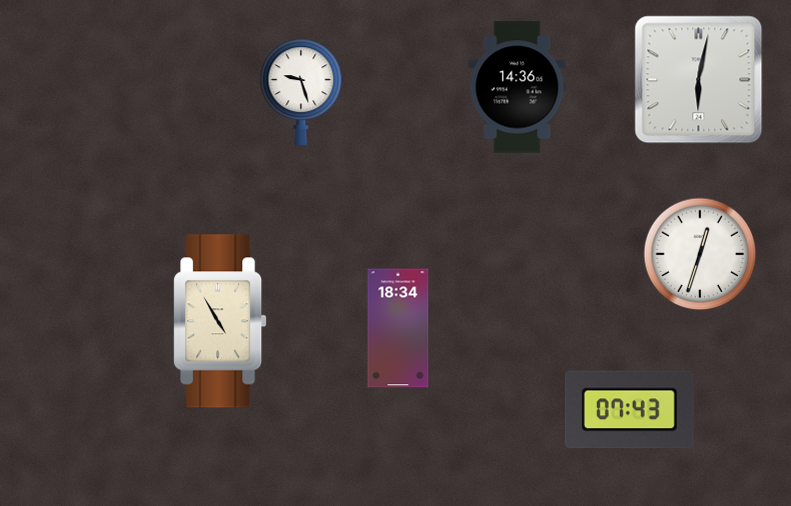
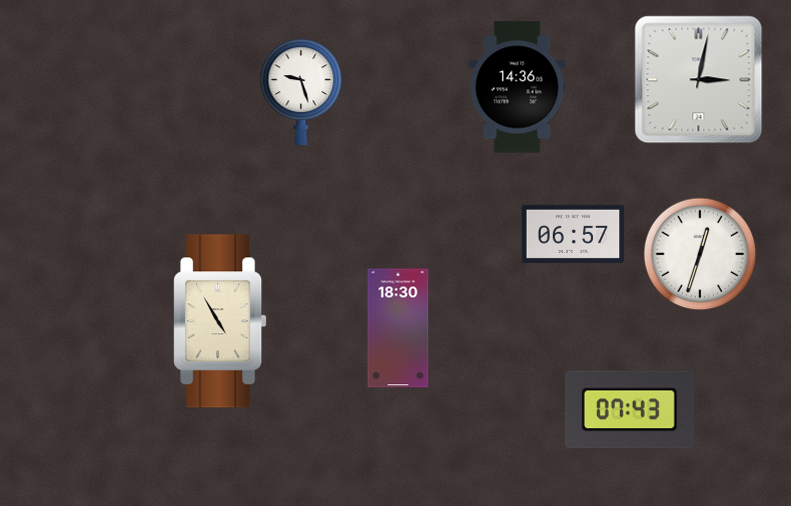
clock at (699, 80): 6:02 -> 3:02
clock at (573, 234): none -> 06:57
clock at (398, 328): 18:34 -> 18:30
